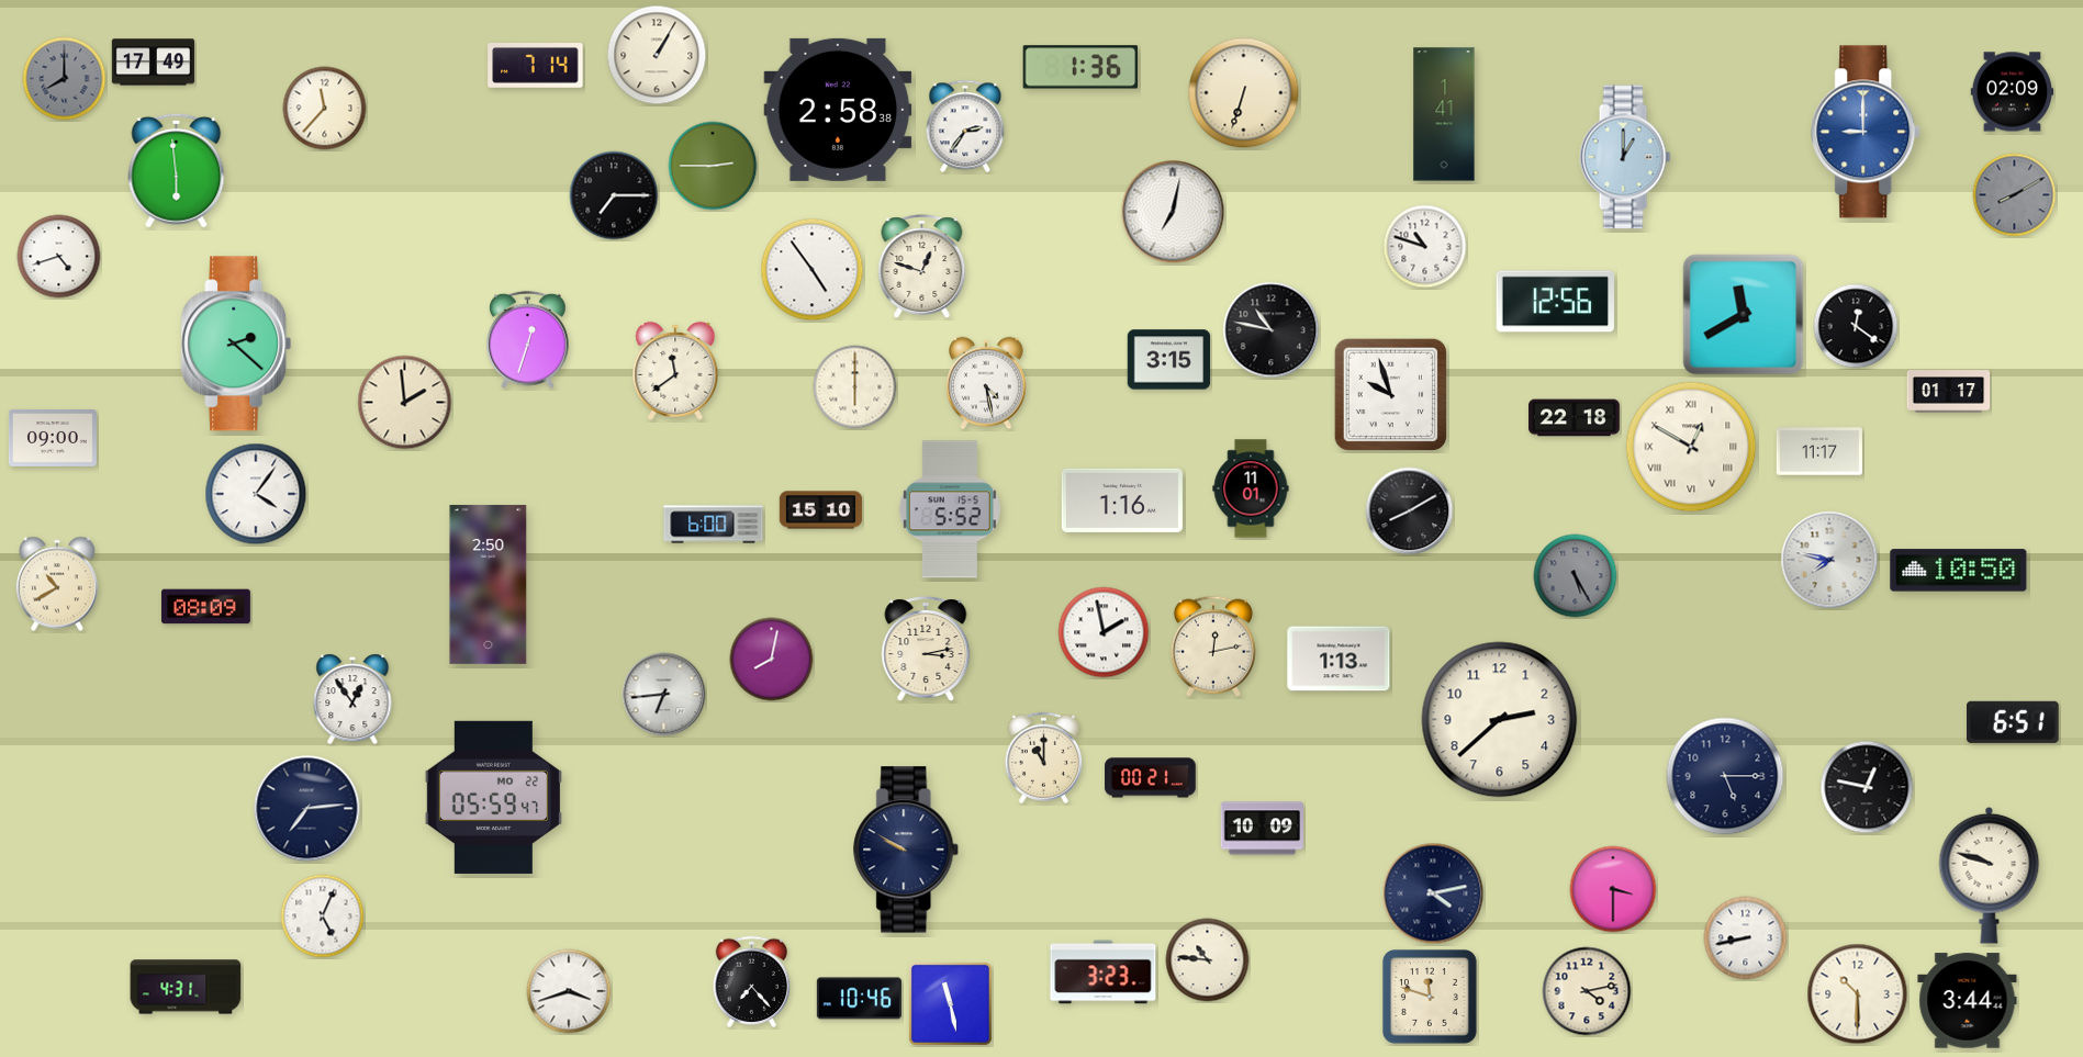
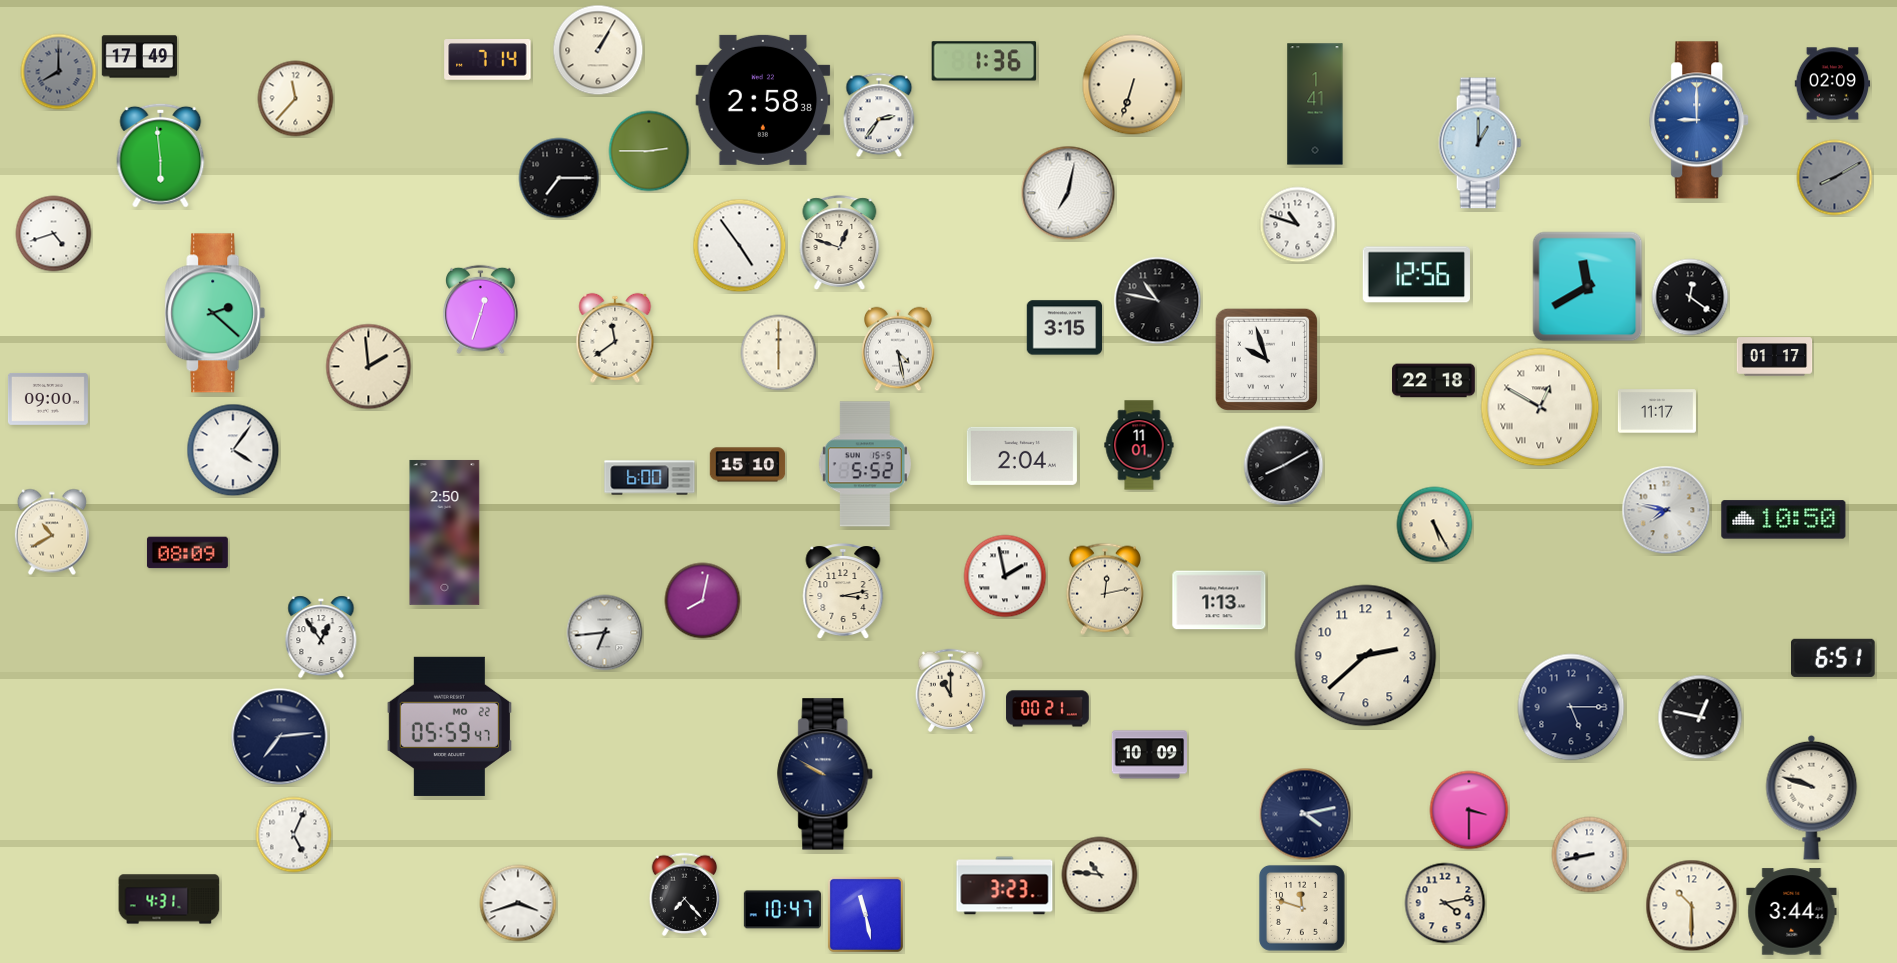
clock at (1122, 501): 1:16 -> 2:04
clock at (1576, 576) dial: grey -> cream
clock at (859, 999): 10:46 -> 10:47
